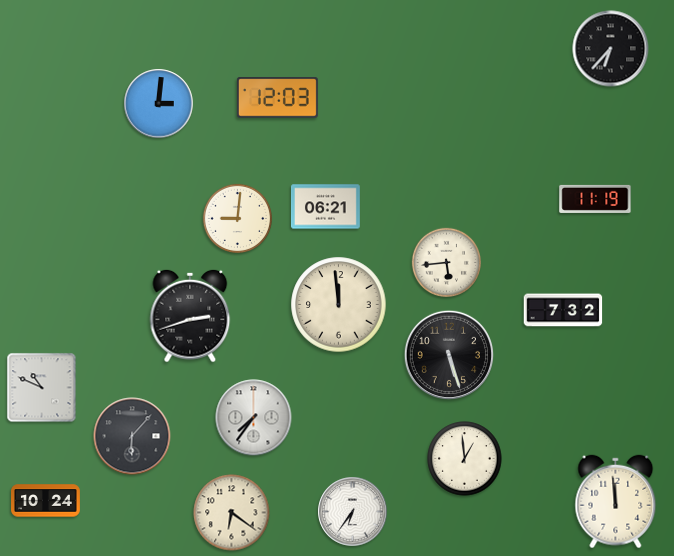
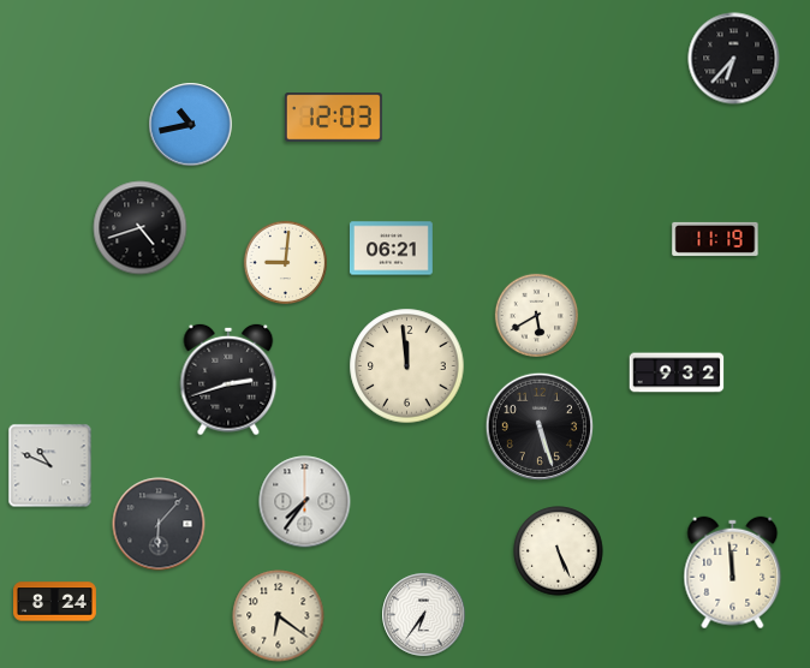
clock at (159, 104): 3:01 -> 10:43
clock at (141, 228): none -> 4:42
clock at (446, 262): 5:44 -> 5:40
clock at (563, 310): 7:32 -> 9:32
clock at (465, 459): 12:59 -> 5:26
clock at (46, 501): 10:24 -> 8:24
clock at (616, 502) position: (616, 502) -> (733, 573)
